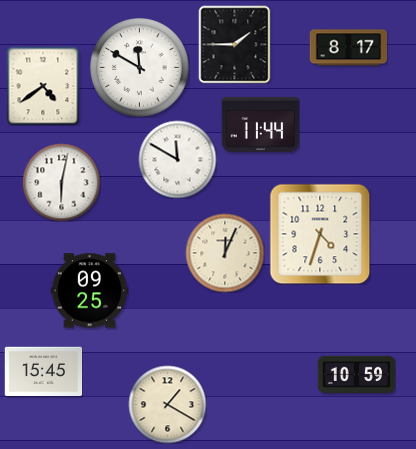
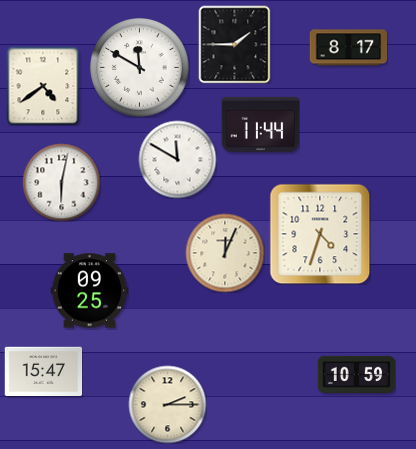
clock at (43, 372): 15:45 -> 15:47
clock at (167, 404): 1:20 -> 2:15
